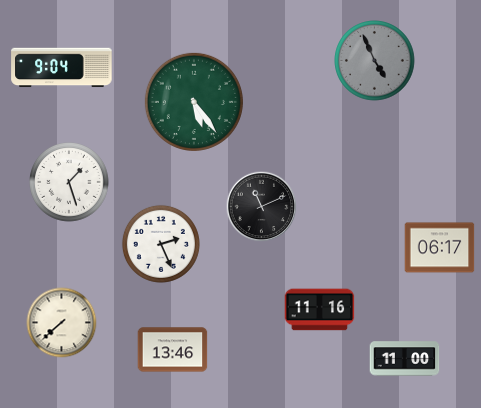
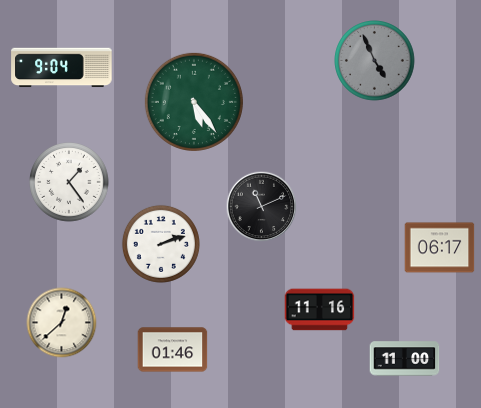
clock at (70, 183): 1:27 -> 1:24
clock at (161, 244): 2:26 -> 2:12
clock at (62, 323): 7:38 -> 12:38
clock at (173, 350): 13:46 -> 01:46
